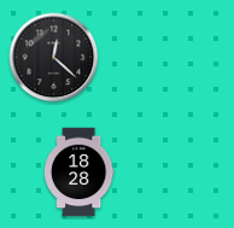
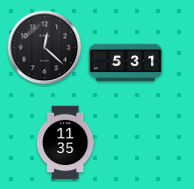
clock at (126, 63): none -> 5:31
clock at (78, 173): 18:28 -> 11:35
